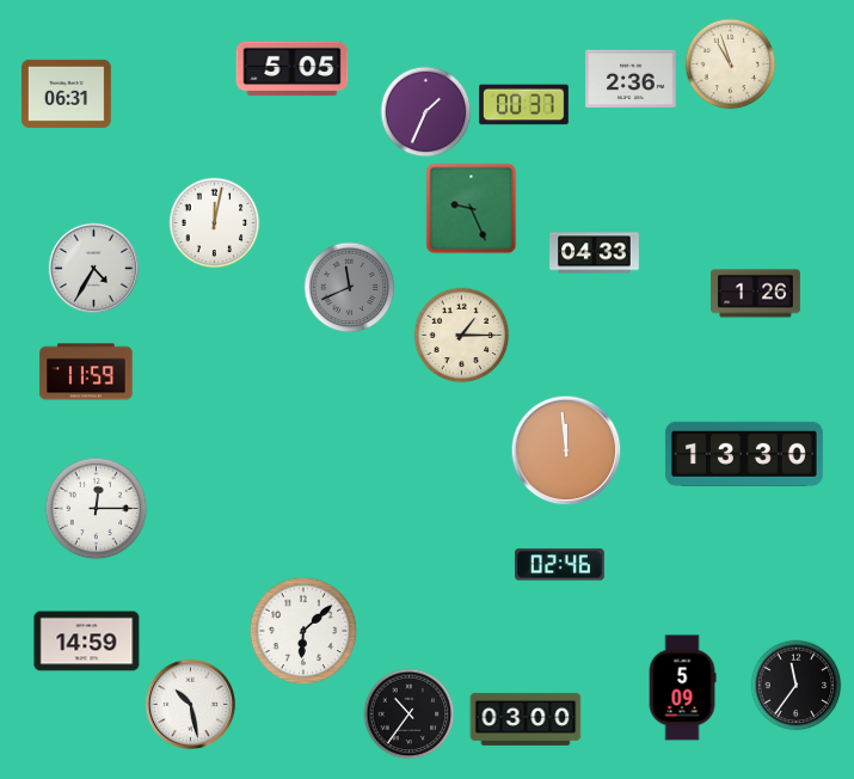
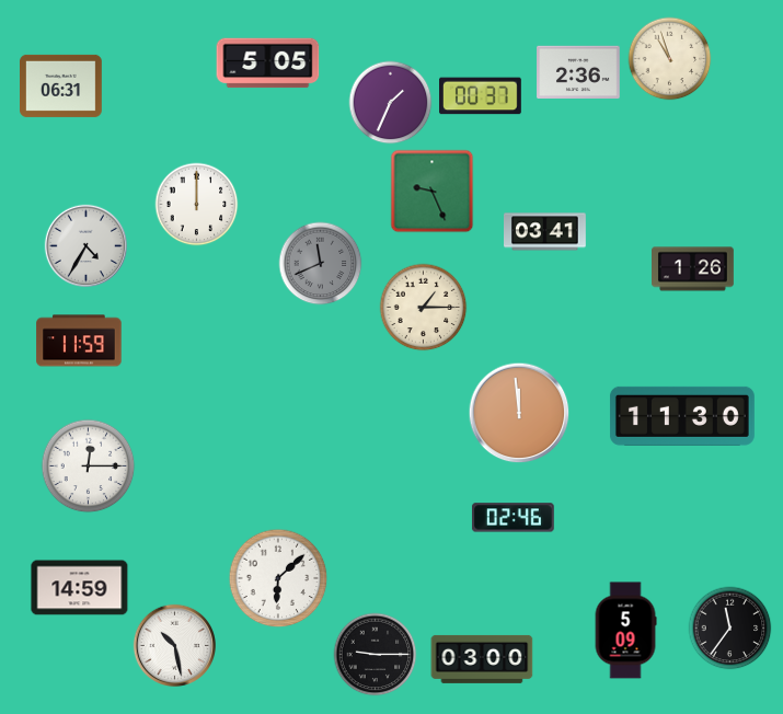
clock at (215, 223): 12:02 -> 12:00
clock at (595, 253): 04:33 -> 03:41
clock at (744, 454): 13:30 -> 11:30
clock at (410, 714): 10:36 -> 9:15
